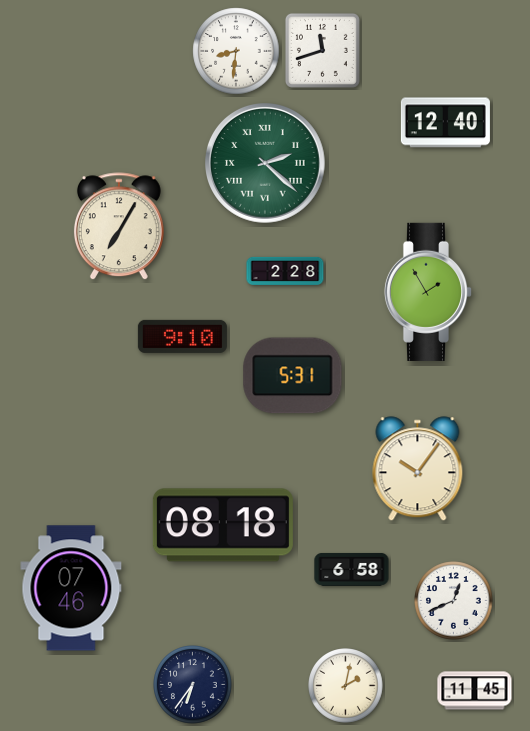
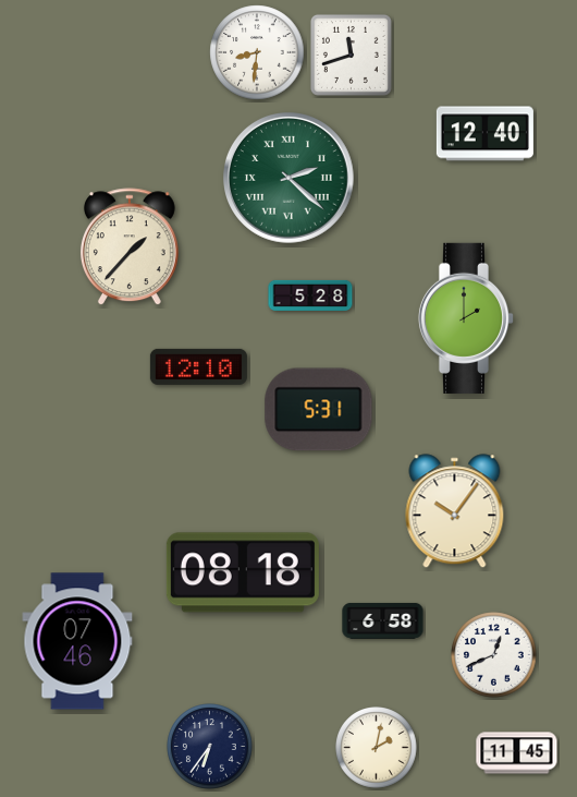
clock at (236, 51) position: (236, 51) -> (257, 52)
clock at (119, 227): 7:05 -> 1:37
clock at (285, 271): 2:28 -> 5:28
clock at (428, 292): 1:55 -> 2:00
clock at (182, 336): 9:10 -> 12:10
